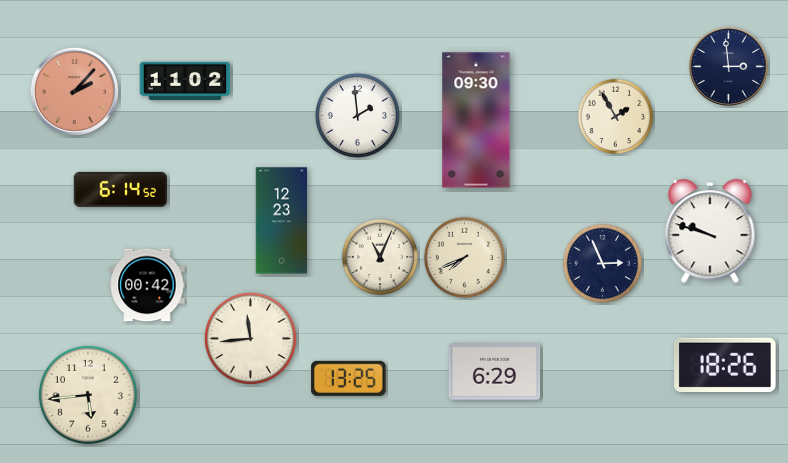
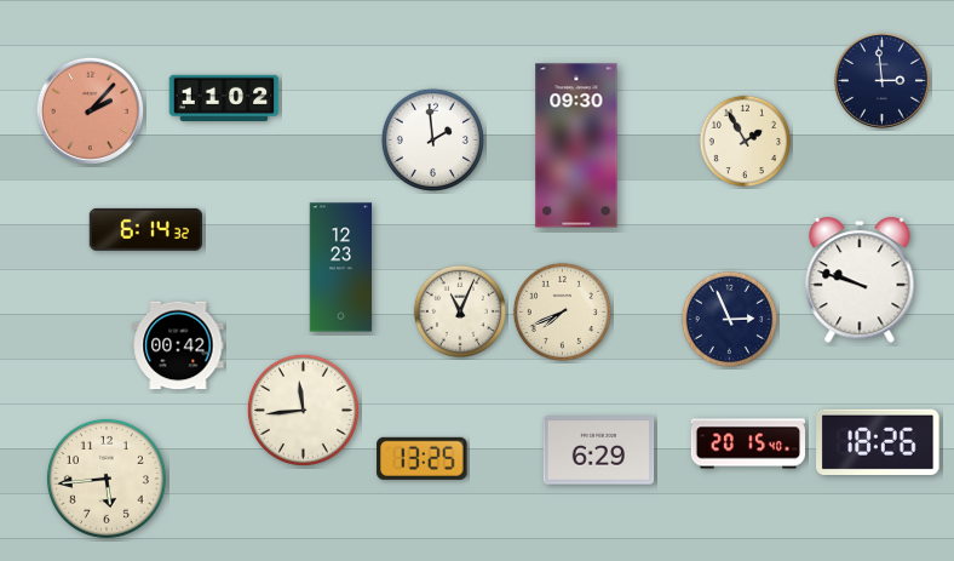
clock at (120, 189): 6:14:52 -> 6:14:32
clock at (747, 443): none -> 20:15
